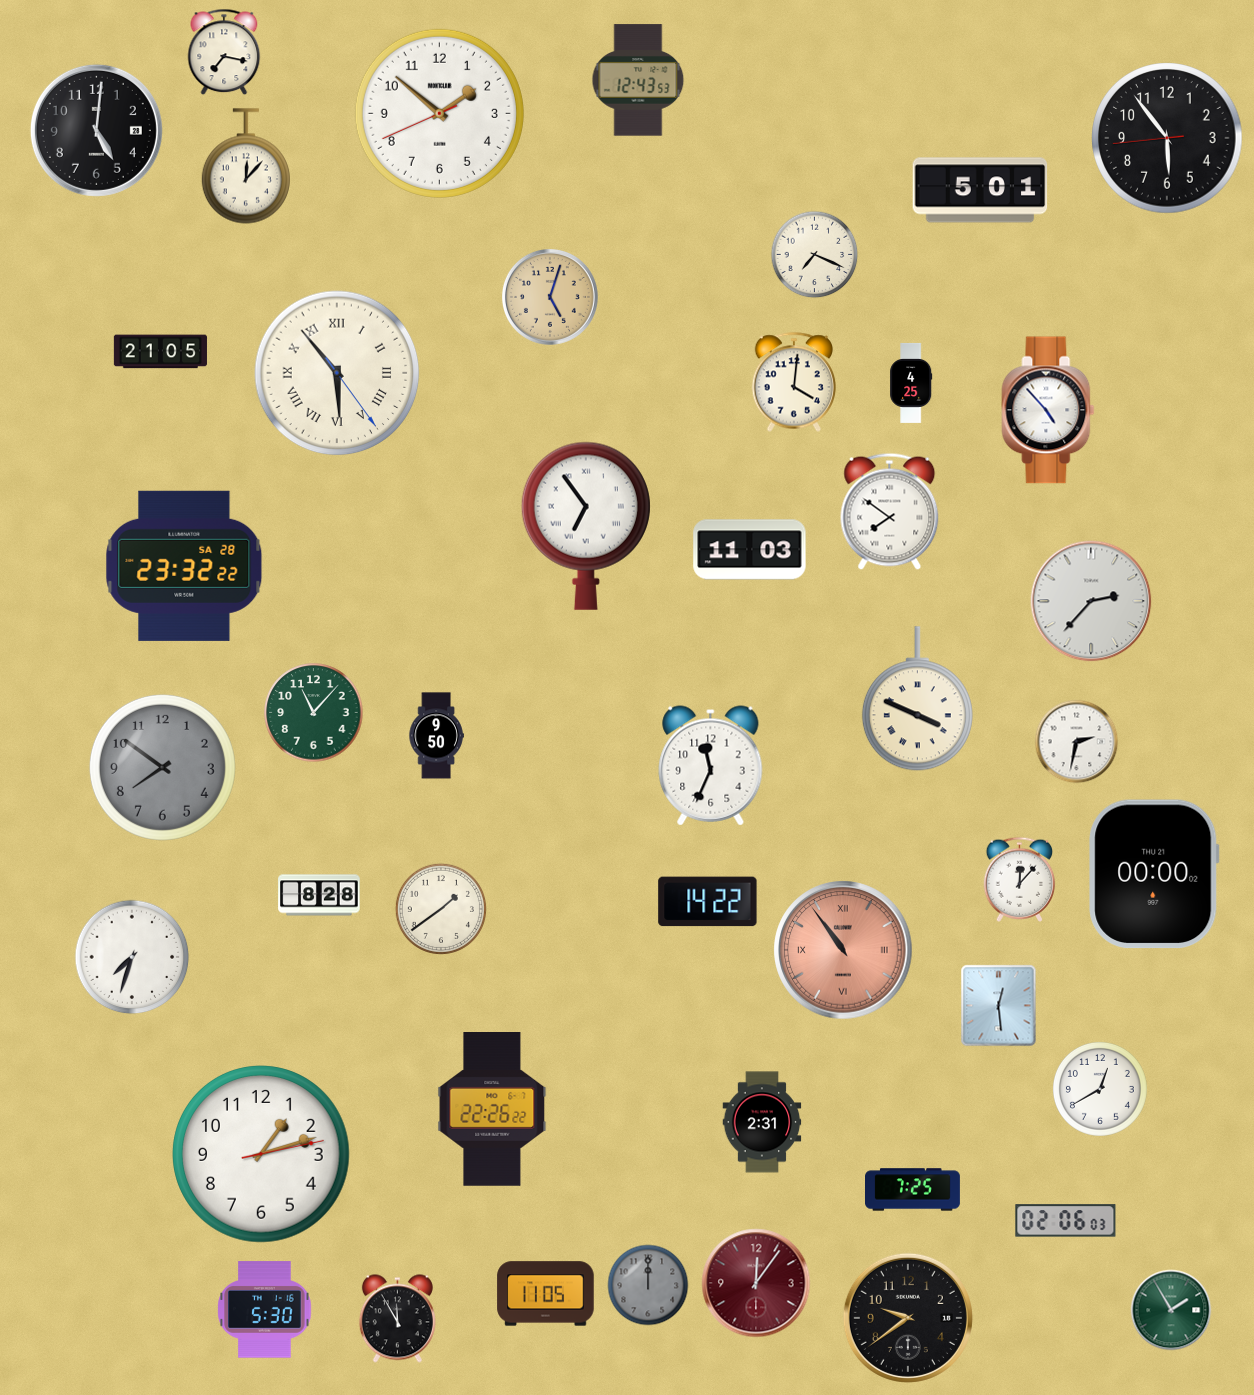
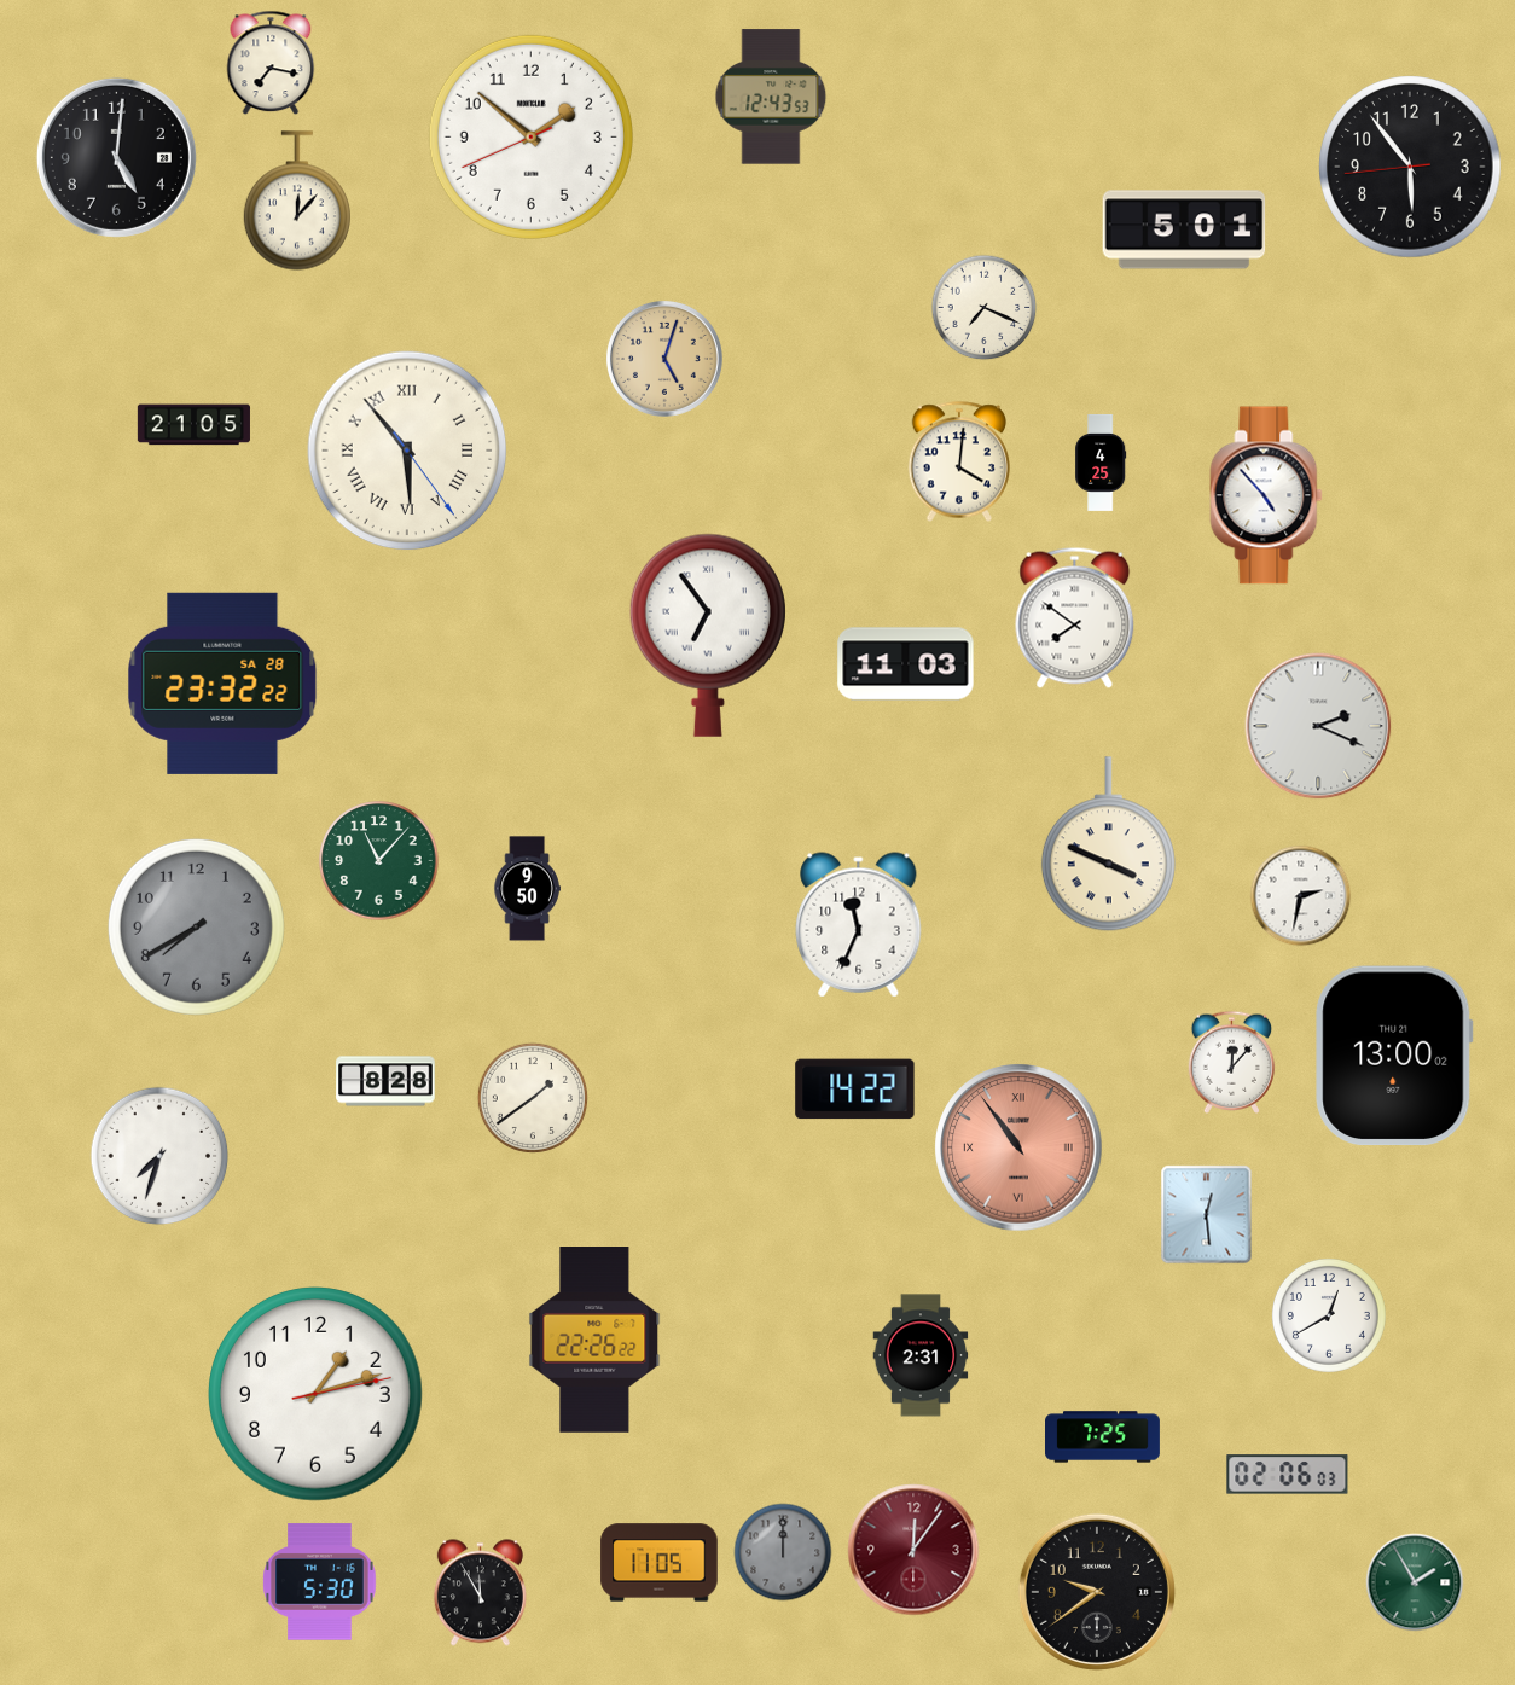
clock at (1091, 601): 2:37 -> 2:19
clock at (162, 767): 7:51 -> 7:40
clock at (1154, 874): 00:00 -> 13:00
